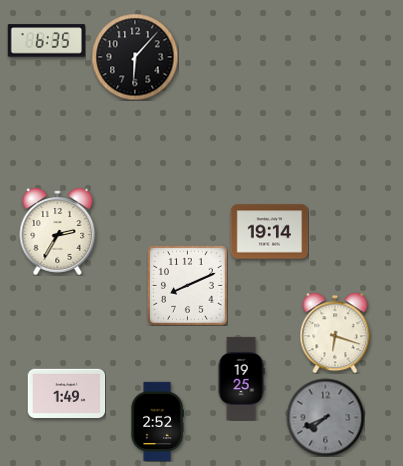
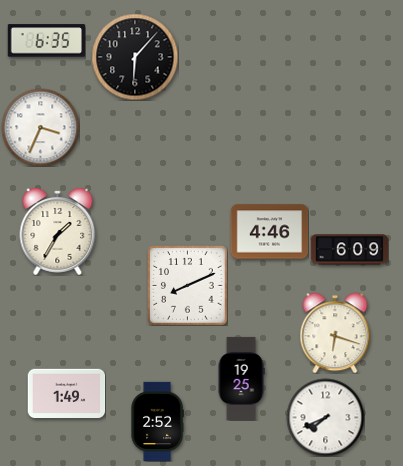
clock at (40, 127): none -> 3:34
clock at (58, 231): 2:35 -> 1:35
clock at (269, 232): 19:14 -> 4:46
clock at (349, 250): none -> 6:09
clock at (325, 417) dial: grey -> white
